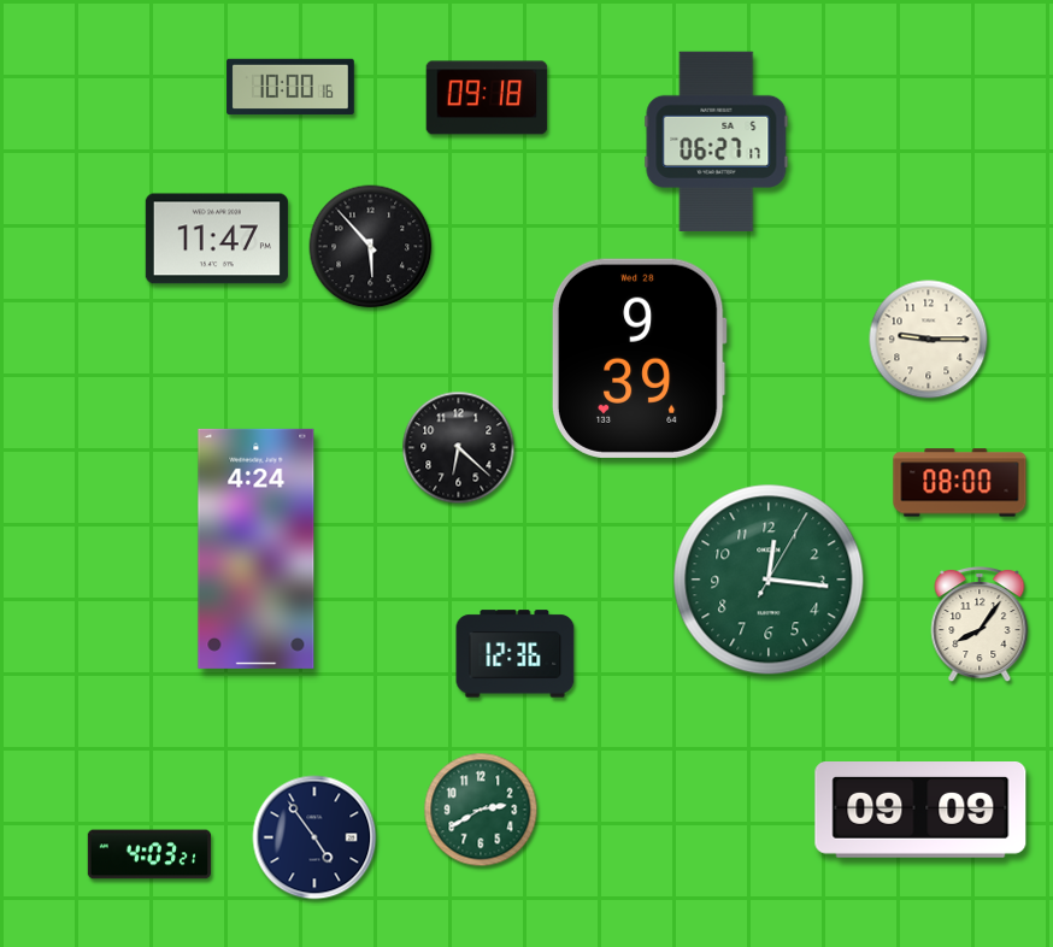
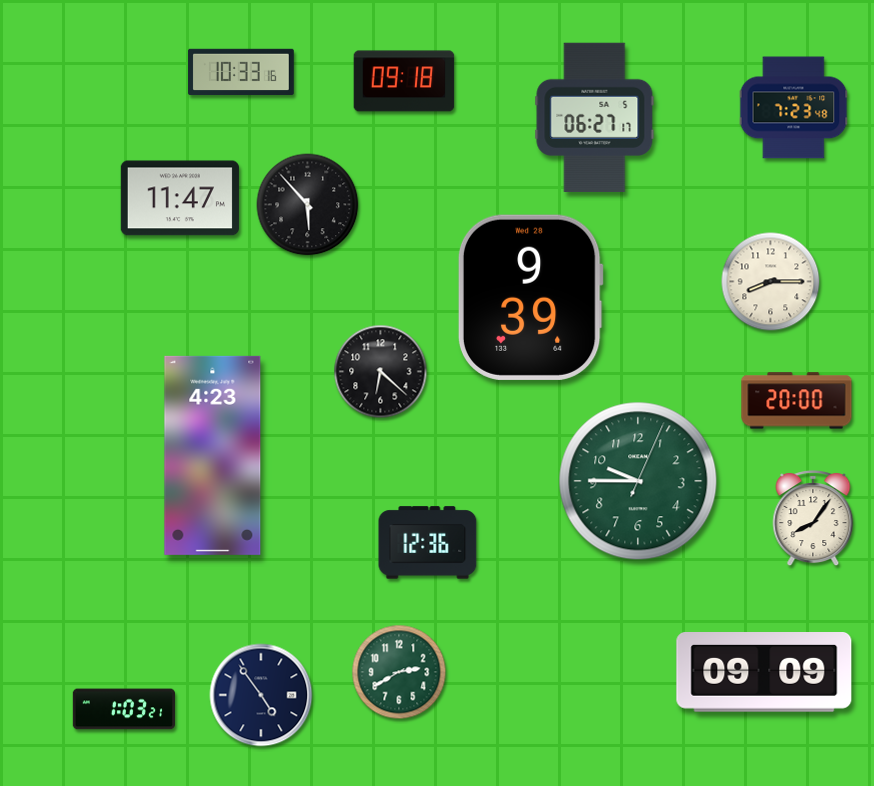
clock at (290, 87): 10:00 -> 10:33
clock at (794, 108): none -> 7:23
clock at (929, 340): 9:15 -> 8:15
clock at (960, 483): 08:00 -> 20:00
clock at (257, 548): 4:24 -> 4:23
clock at (769, 580): 12:16 -> 9:45
clock at (148, 854): 4:03 -> 1:03
